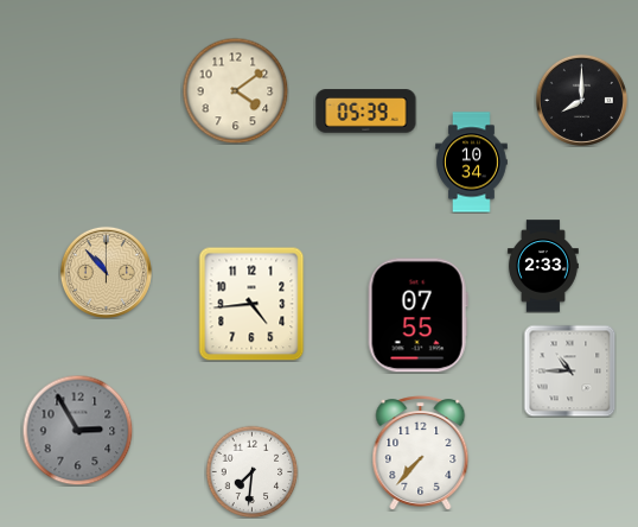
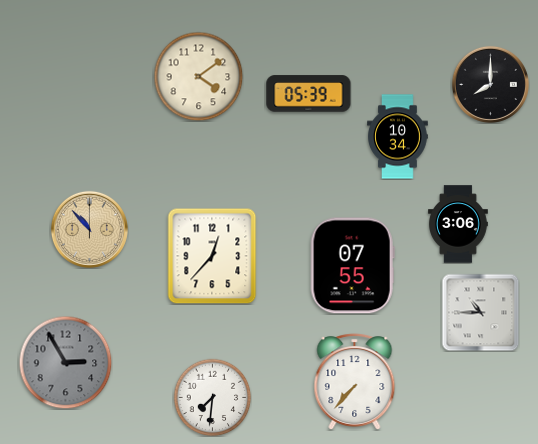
clock at (543, 266): 2:33 -> 3:06
clock at (251, 304): 4:44 -> 12:37
